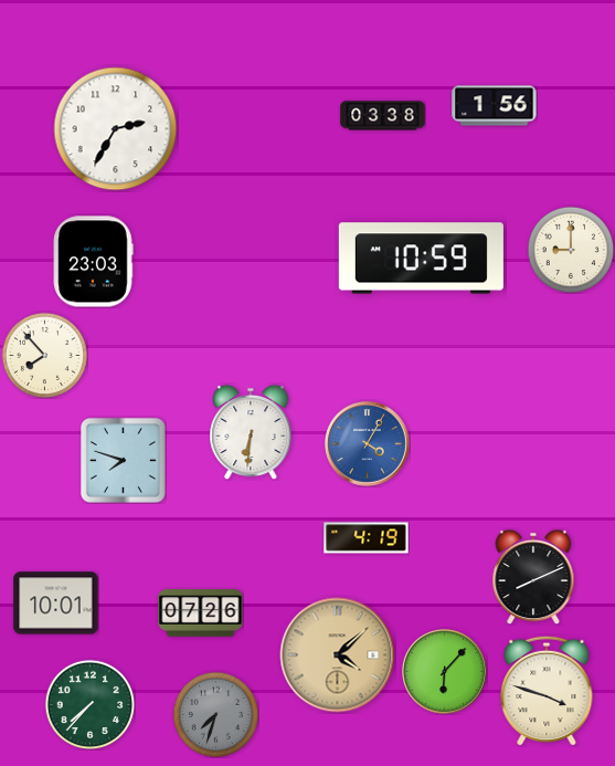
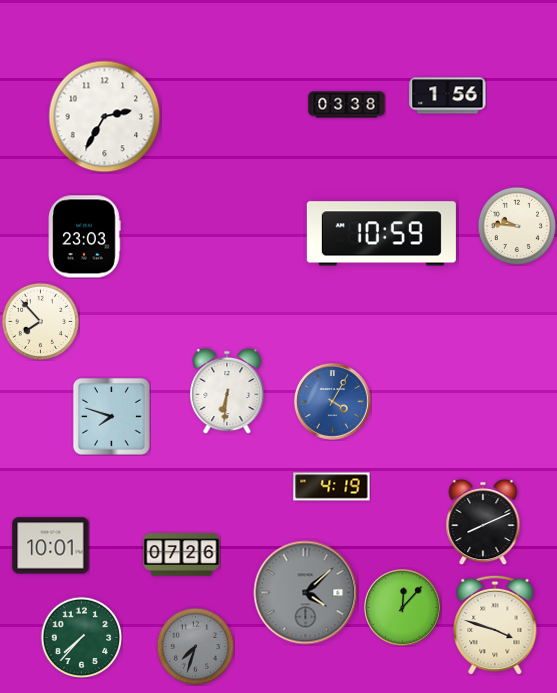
clock at (570, 249): 9:00 -> 9:46
clock at (338, 655) dial: champagne -> grey
clock at (444, 671): 6:07 -> 12:07
